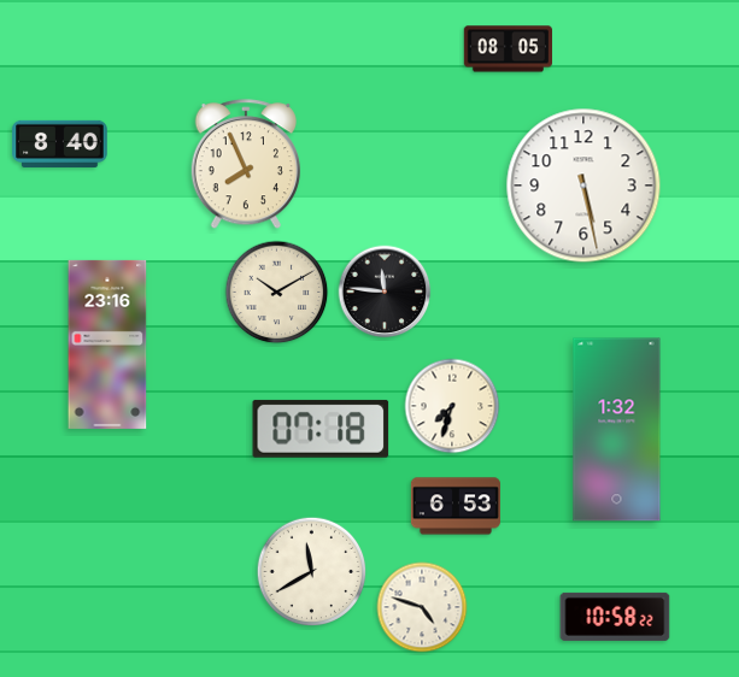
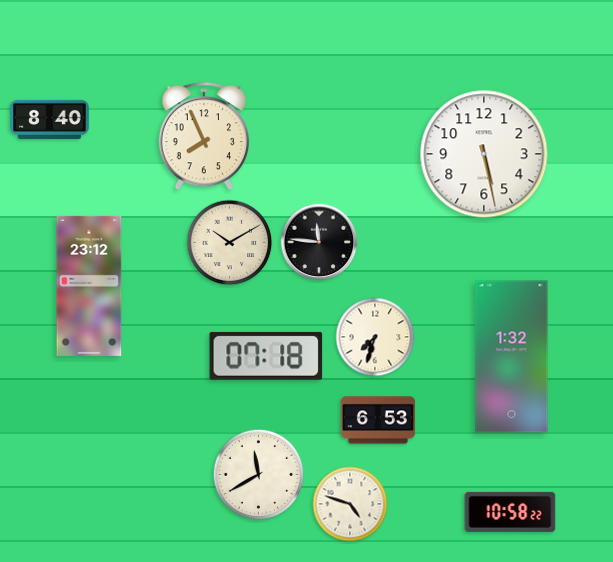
clock at (509, 49): 08:05 -> none
clock at (107, 345): 23:16 -> 23:12
